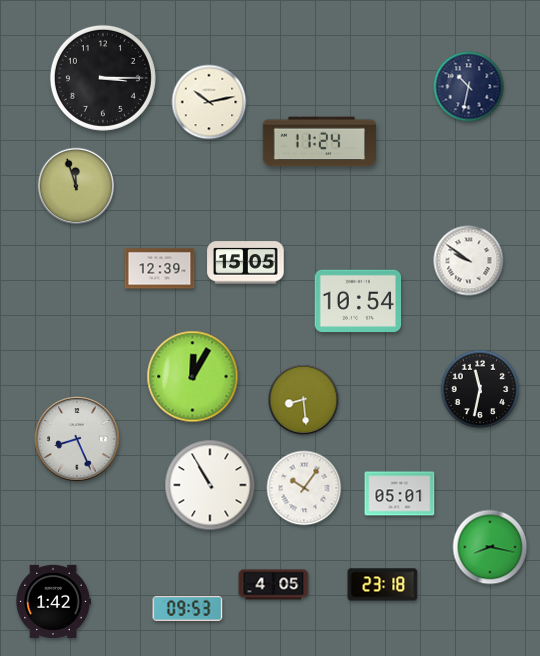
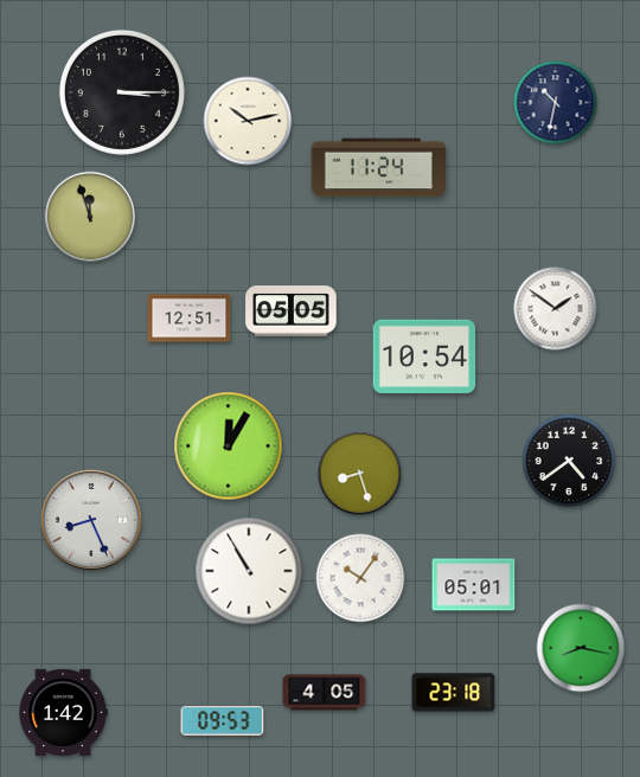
clock at (76, 186) position: (76, 186) -> (90, 217)
clock at (469, 261): 9:51 -> 1:51
clock at (246, 263): 15:05 -> 05:05
clock at (160, 269): 12:39 -> 12:51
clock at (480, 389): 11:32 -> 4:39
clock at (304, 400): 8:29 -> 8:27
clock at (210, 485) position: (210, 485) -> (249, 571)
